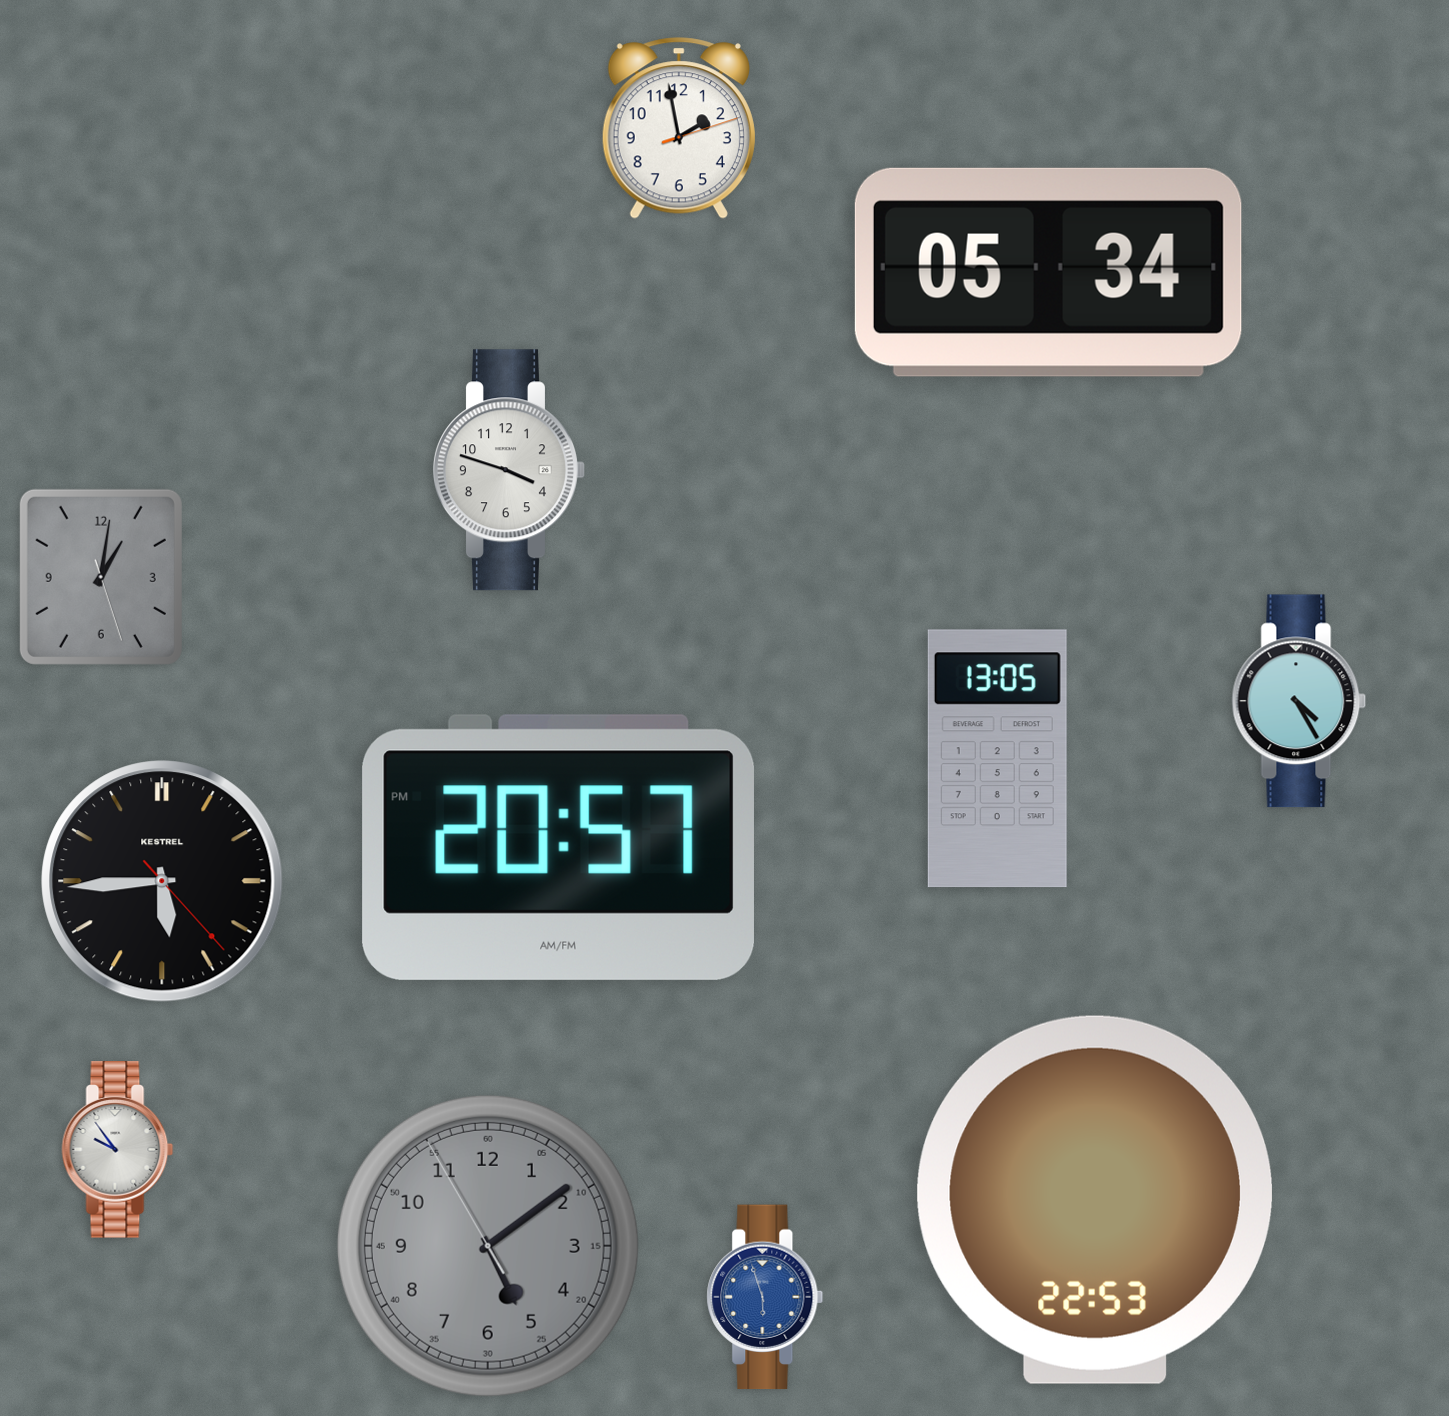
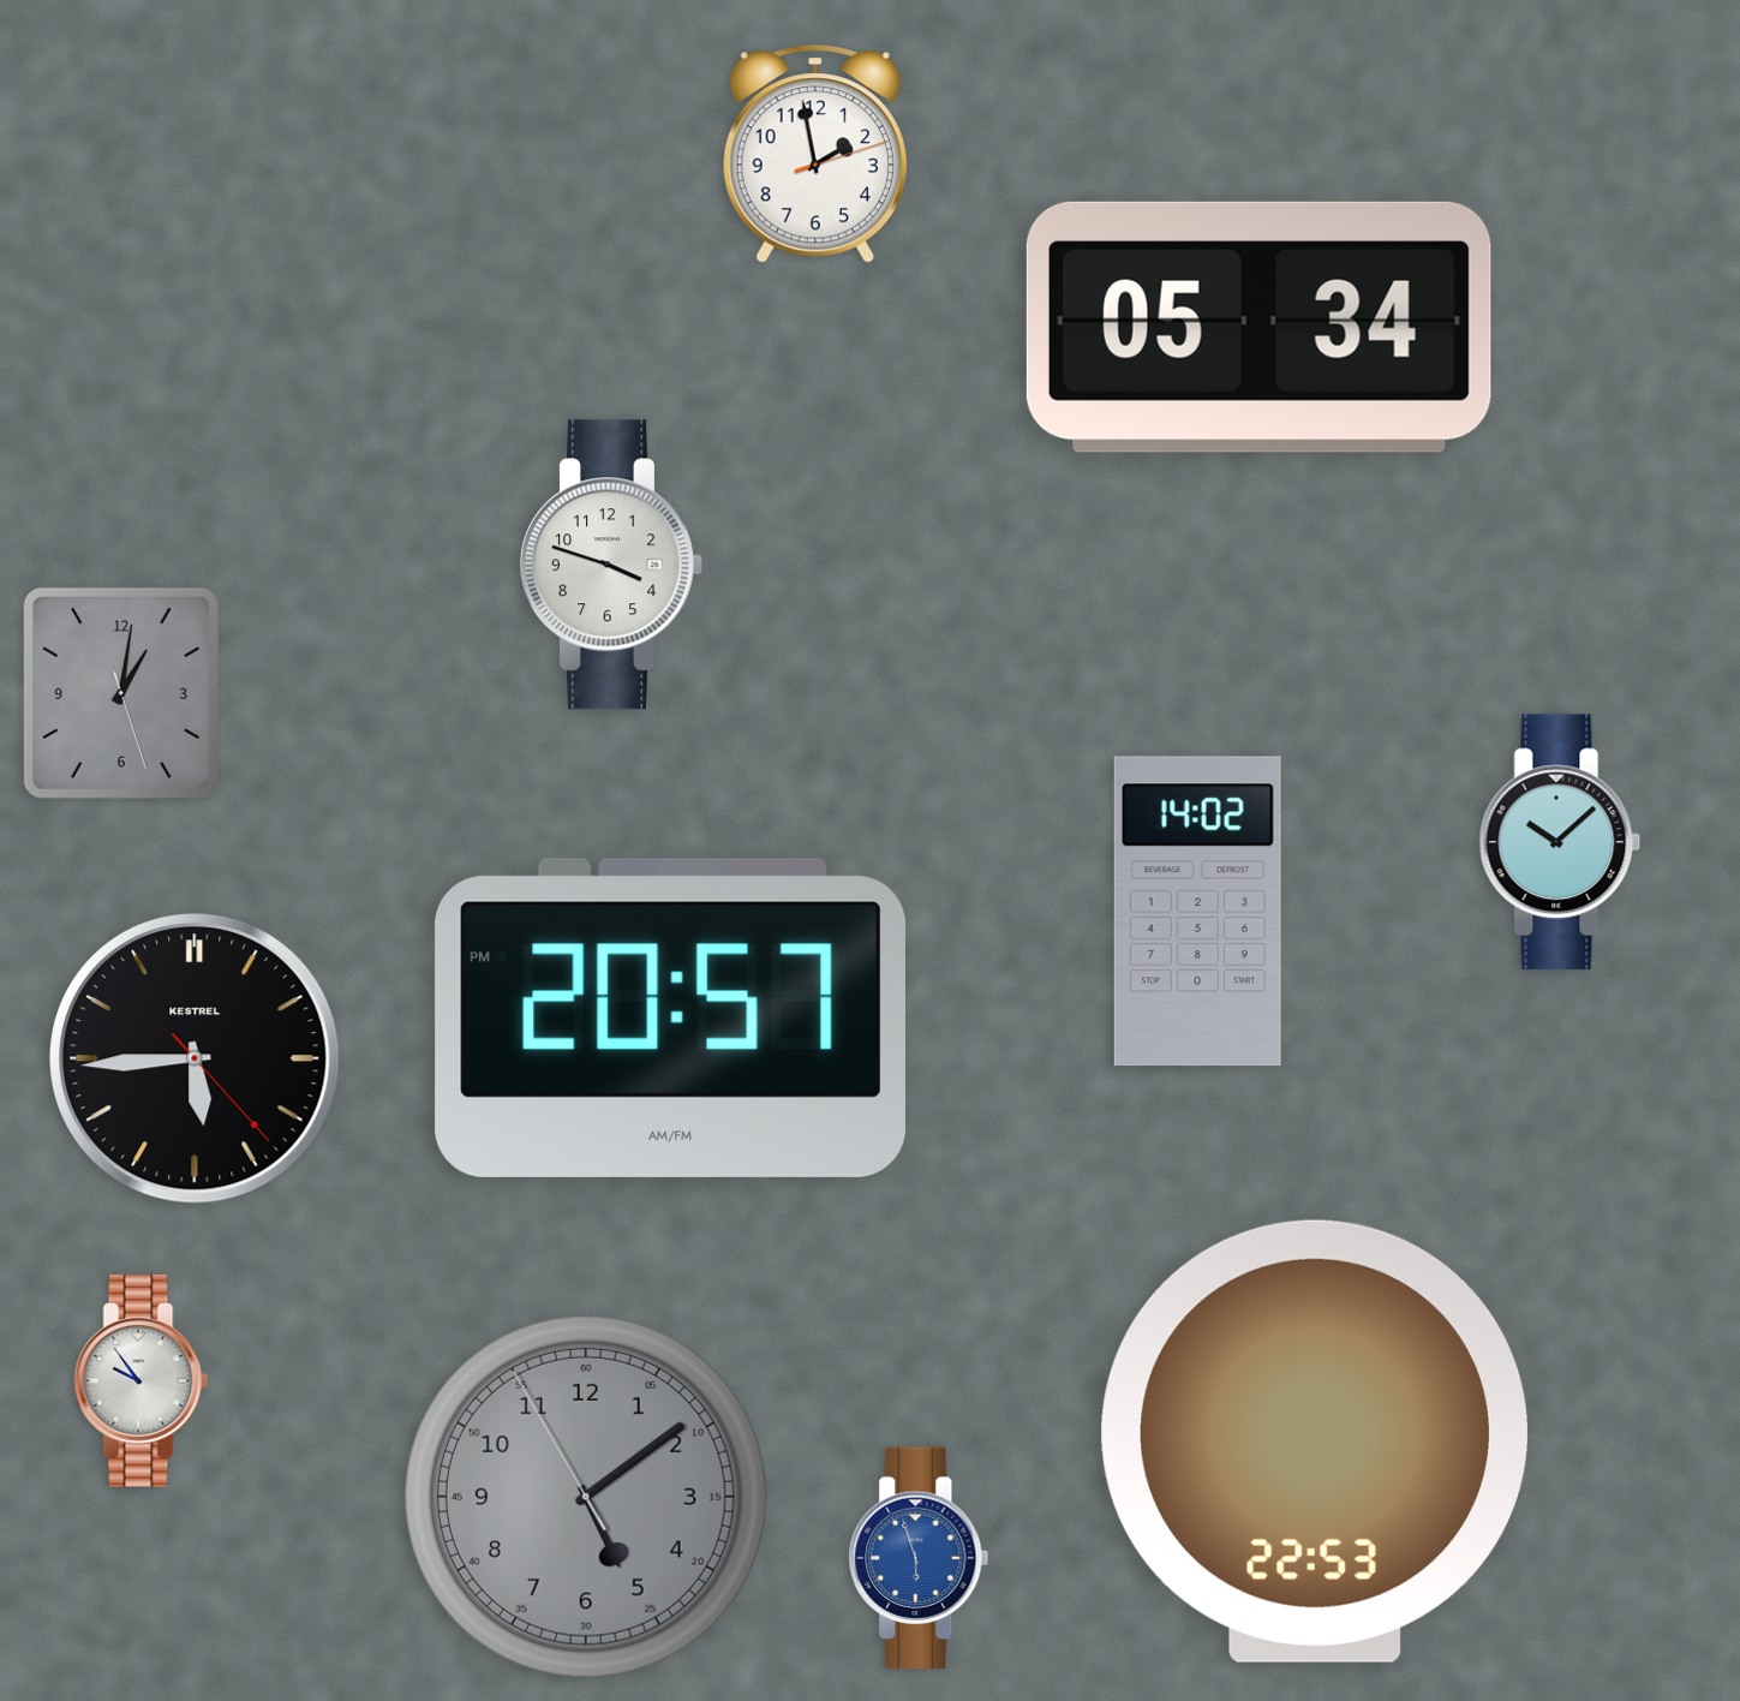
clock at (1299, 701): 4:25 -> 10:08
clock at (997, 759): 13:05 -> 14:02
